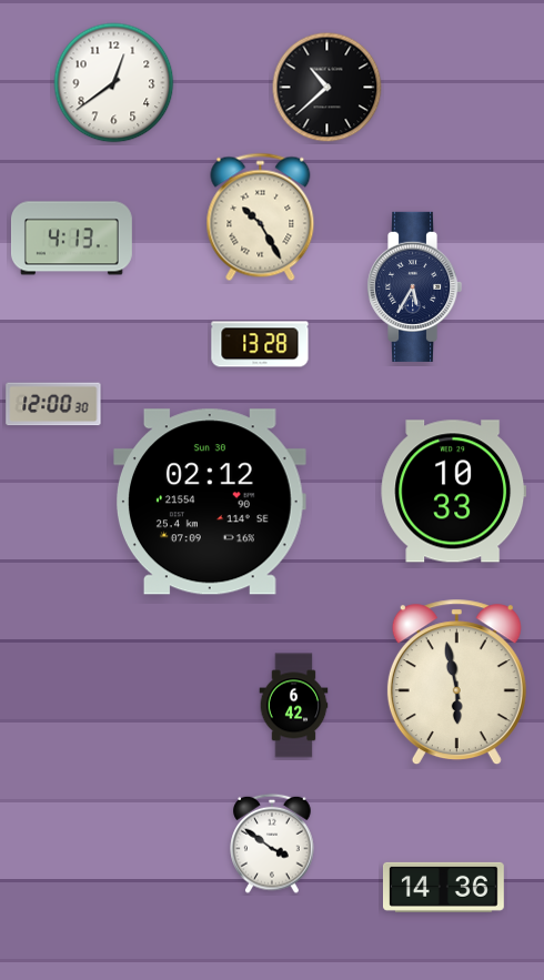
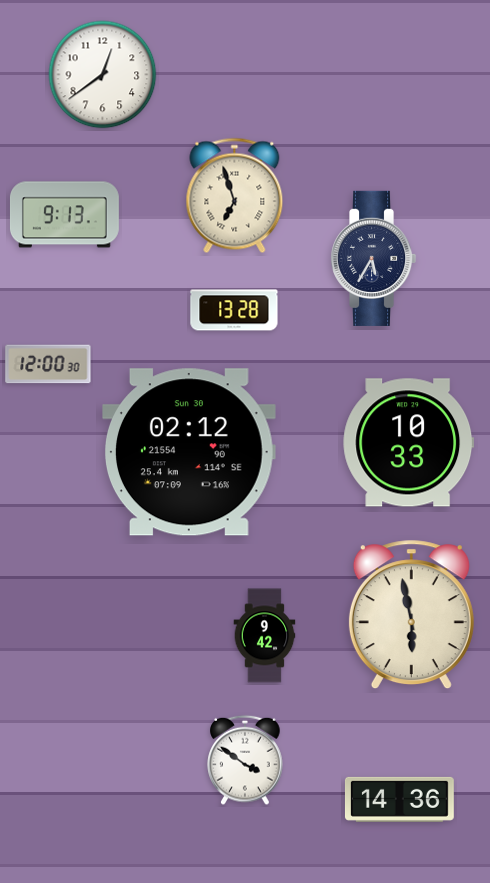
clock at (328, 88): 10:38 -> none
clock at (261, 218): 10:25 -> 6:57
clock at (71, 239): 4:13 -> 9:13
clock at (294, 706): 6:42 -> 9:42
